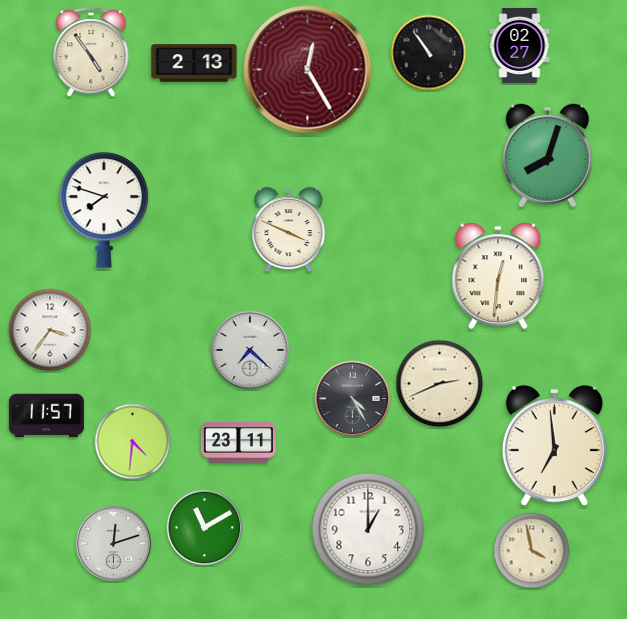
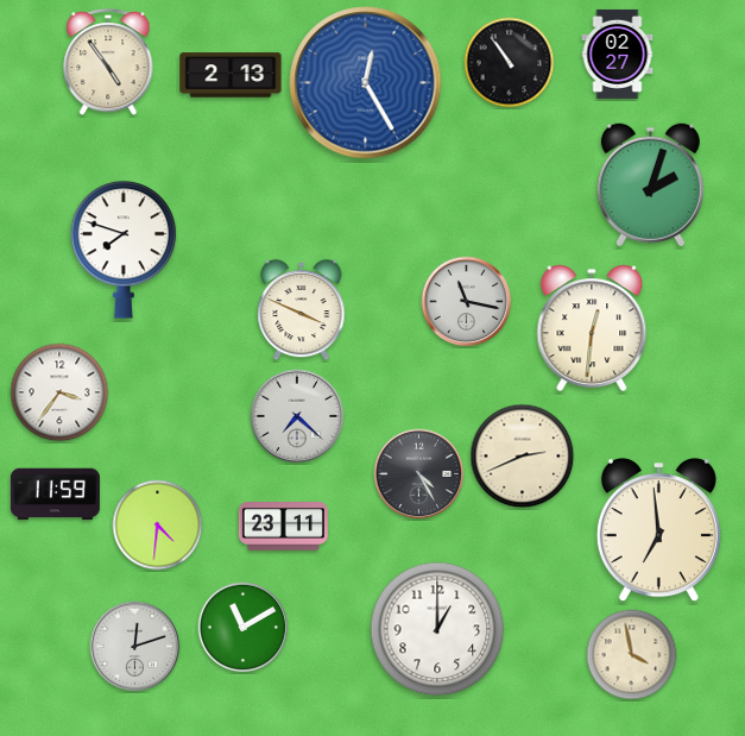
clock at (308, 70) dial: burgundy -> blue
clock at (547, 156): 8:03 -> 2:03
clock at (289, 230) position: (289, 230) -> (302, 310)
clock at (467, 302): none -> 11:17
clock at (46, 416): 11:57 -> 11:59
